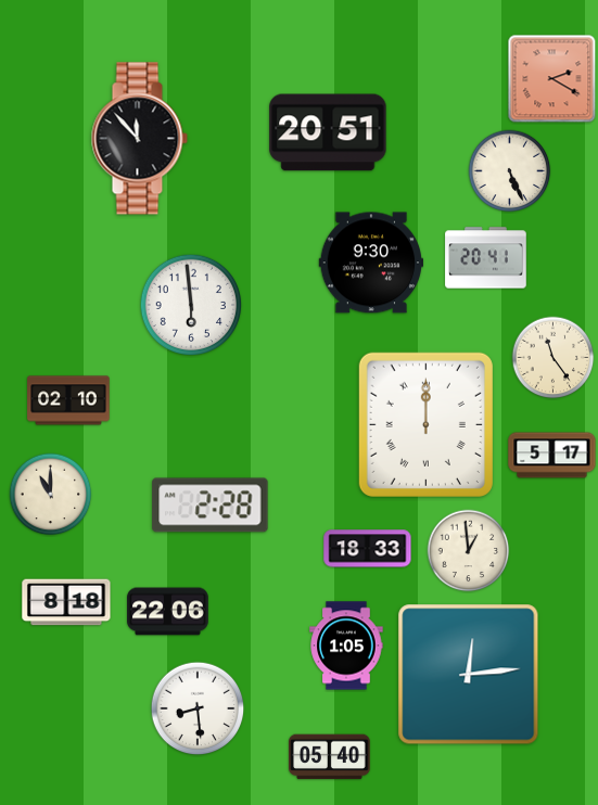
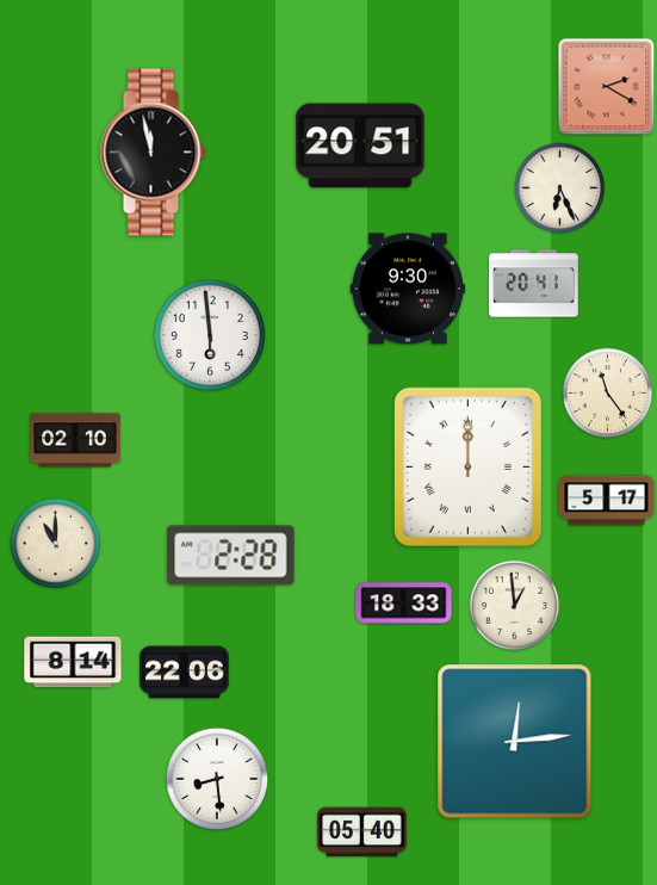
clock at (139, 139): 11:53 -> 11:58
clock at (510, 171): 5:26 -> 6:26
clock at (66, 602): 8:18 -> 8:14
clock at (346, 646): 1:05 -> none
